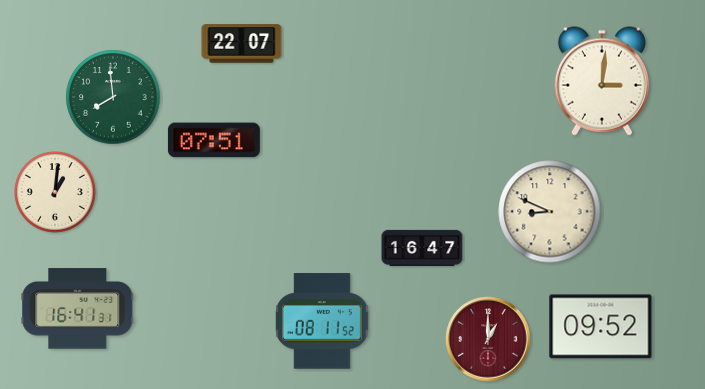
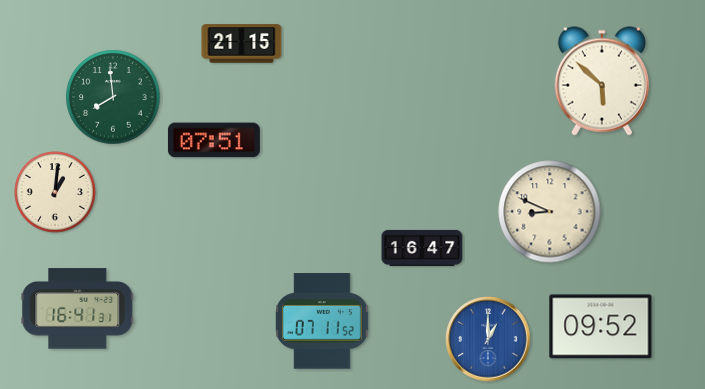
clock at (242, 44): 22:07 -> 21:15
clock at (602, 81): 3:01 -> 5:52
clock at (322, 321): 08:11 -> 07:11
clock at (488, 339) dial: burgundy -> blue
